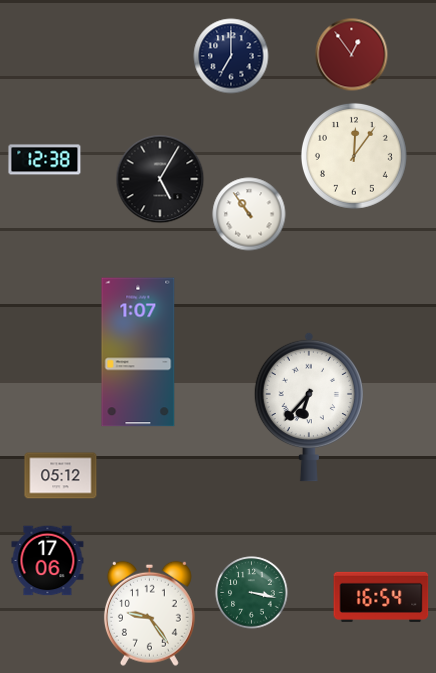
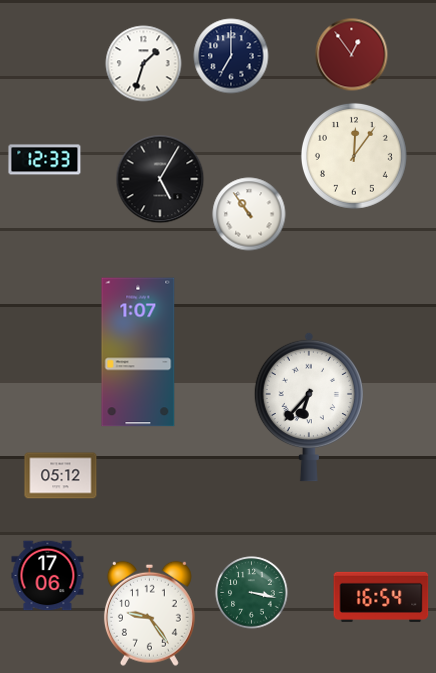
clock at (144, 64): none -> 1:33
clock at (45, 160): 12:38 -> 12:33
clock at (48, 561) position: (48, 561) -> (48, 576)
